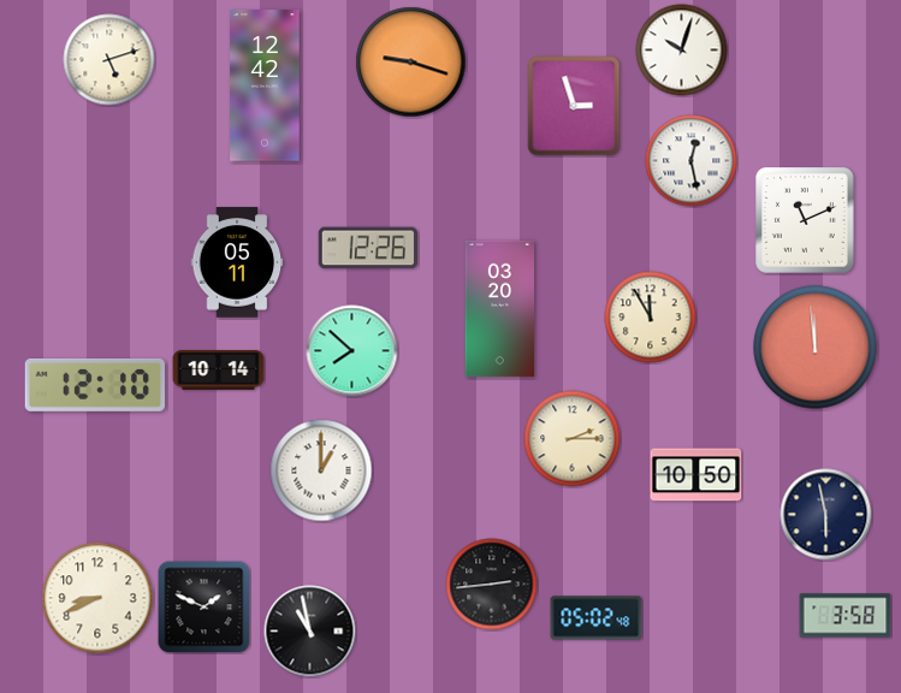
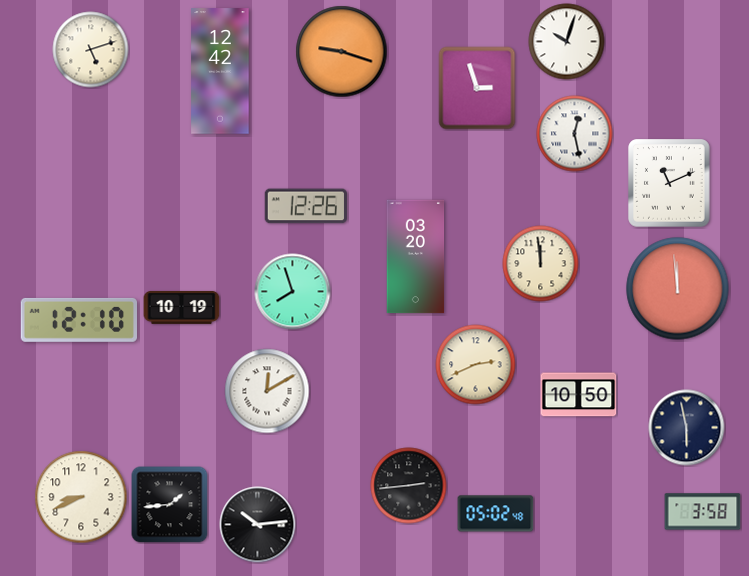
clock at (237, 262): 05:11 -> none
clock at (651, 318): 11:55 -> 11:59
clock at (352, 351): 7:52 -> 7:57
clock at (219, 369): 10:14 -> 10:19
clock at (573, 439): 2:15 -> 2:41
clock at (321, 470): 1:00 -> 12:10
clock at (204, 608): 1:49 -> 1:44
clock at (310, 632): 10:58 -> 10:14
